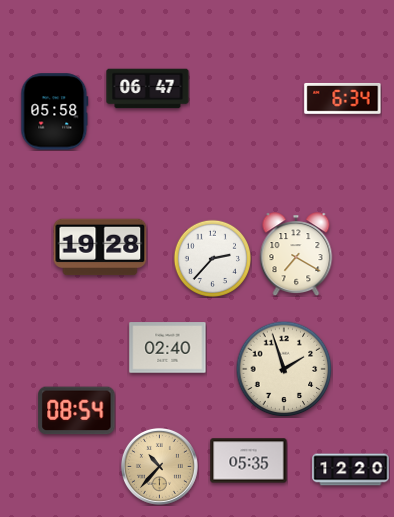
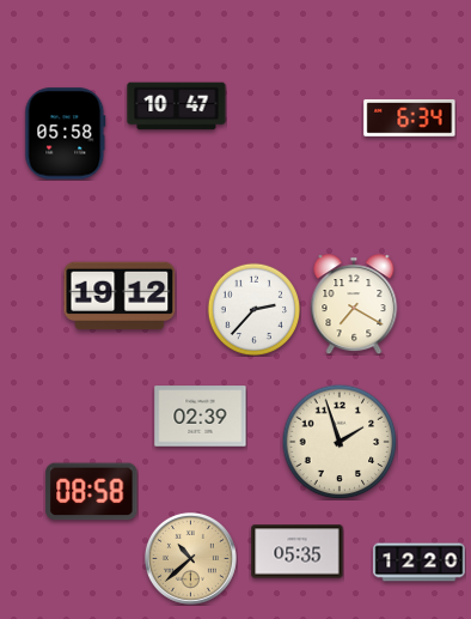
clock at (148, 89): 06:47 -> 10:47
clock at (100, 247): 19:28 -> 19:12
clock at (168, 348): 02:40 -> 02:39
clock at (77, 411): 08:54 -> 08:58
clock at (159, 466): 10:37 -> 10:38
